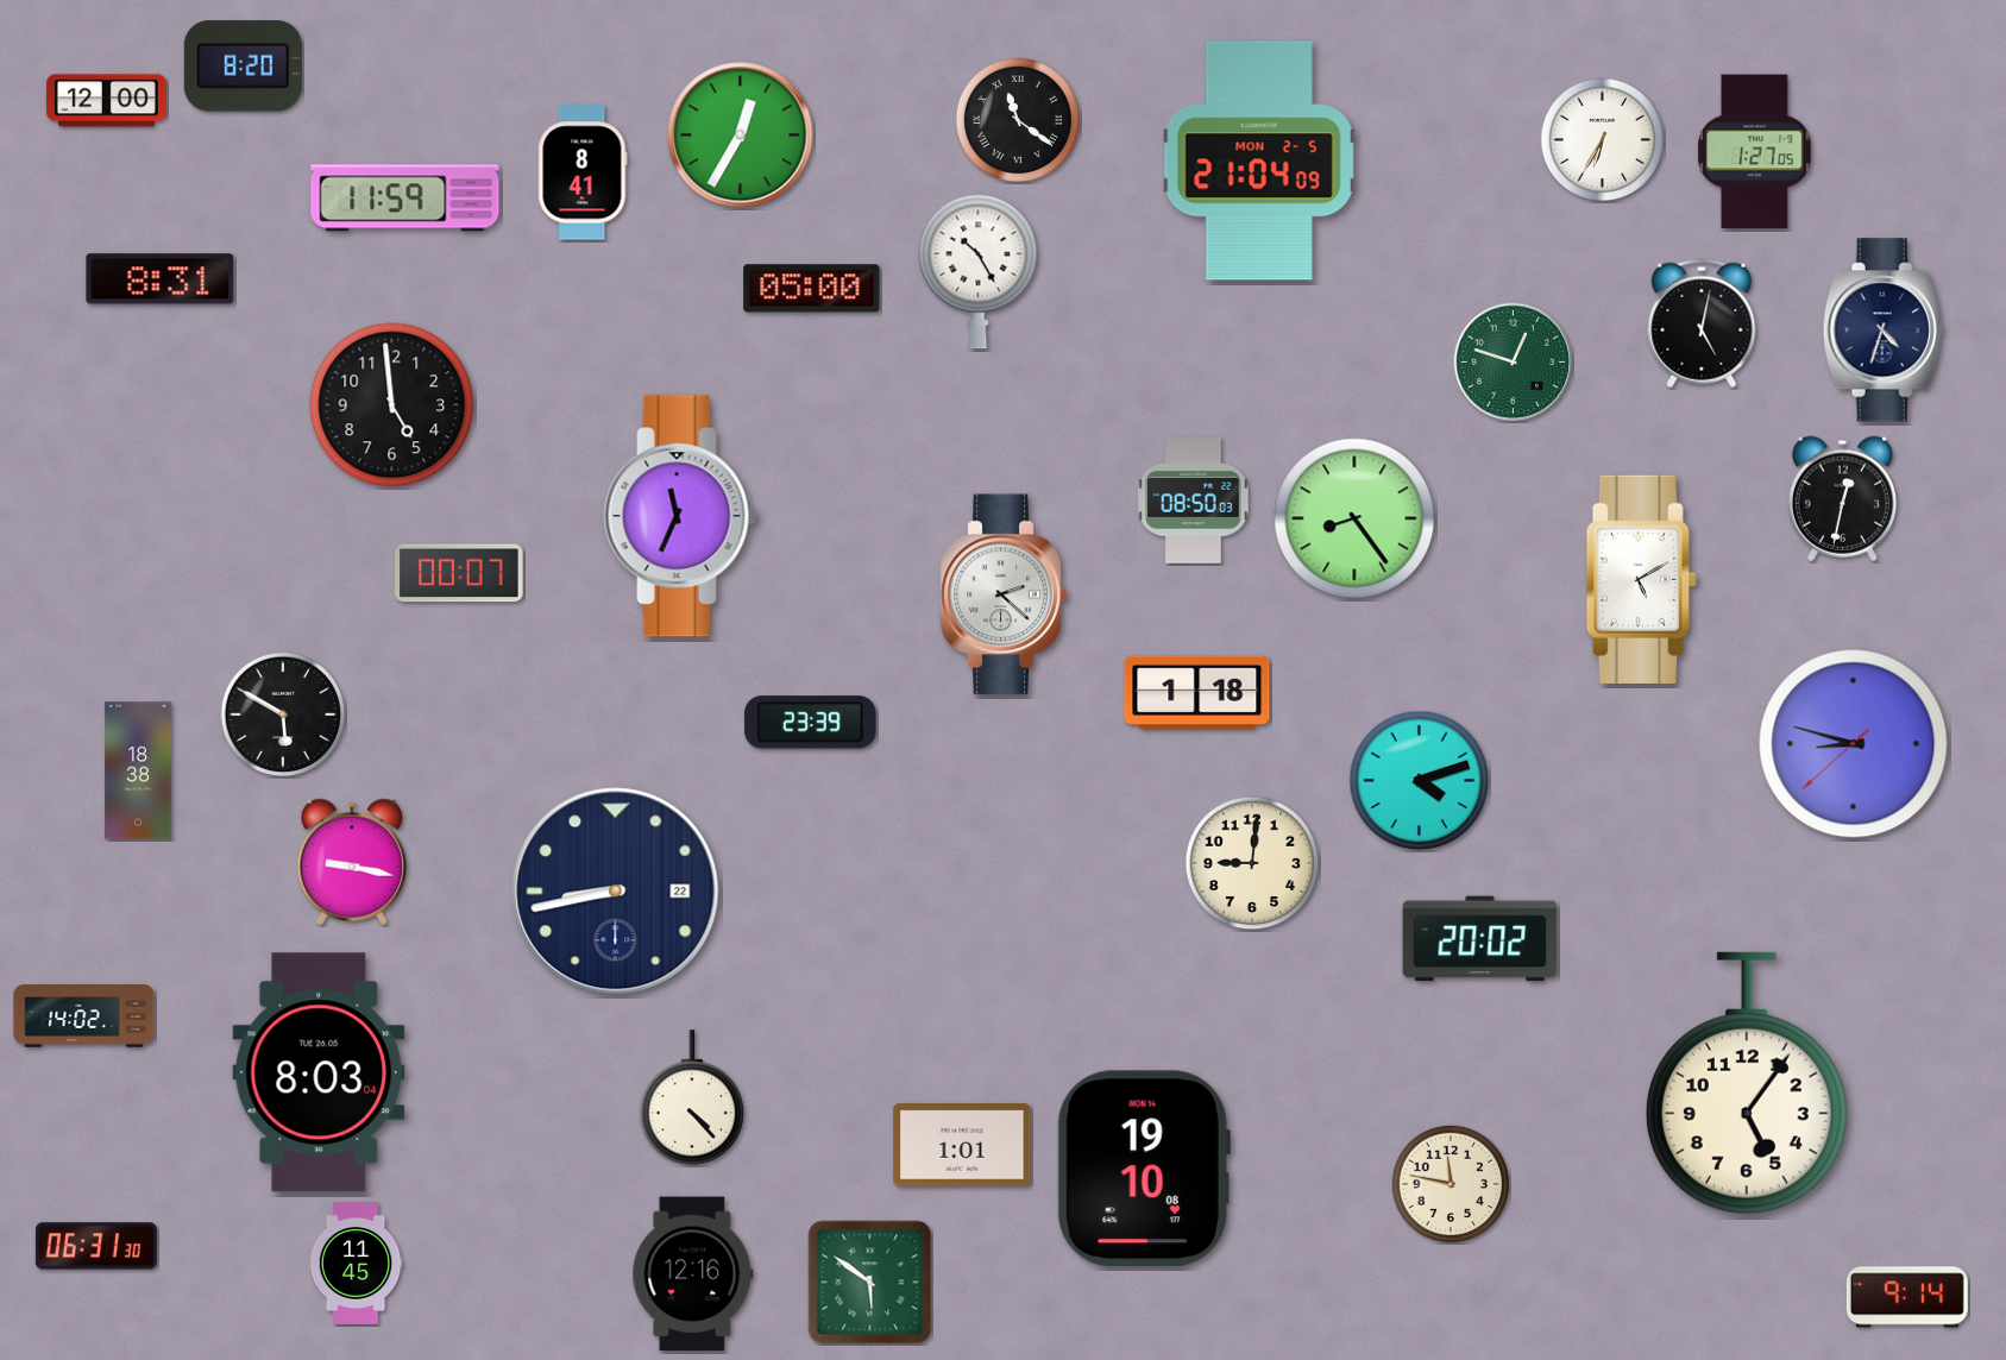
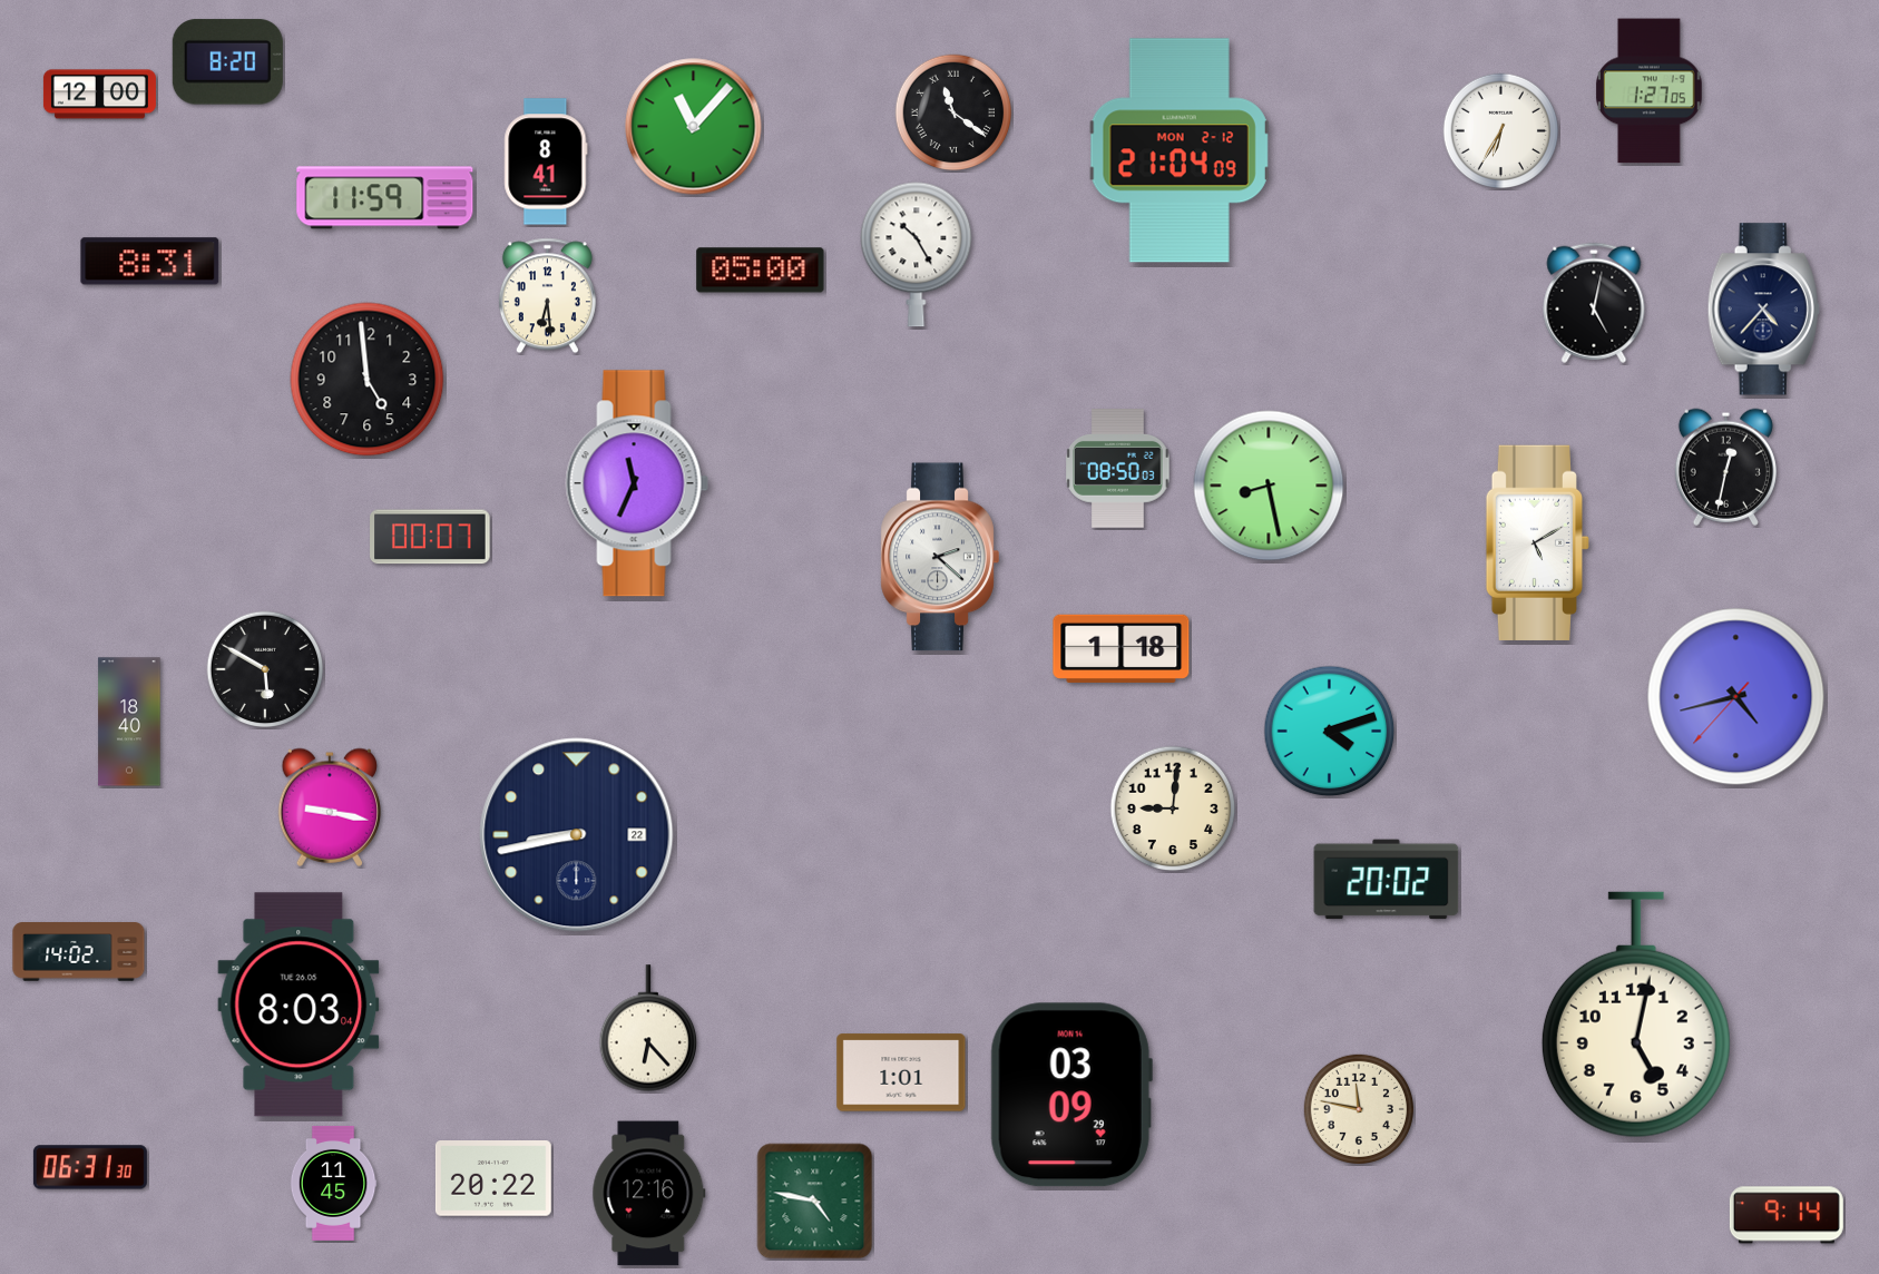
clock at (741, 136): 12:35 -> 11:07
clock at (1755, 152) position: (1755, 152) -> (1650, 91)
clock at (1259, 160) date: MON 2-5 -> MON 2-12
clock at (405, 199) position: (405, 199) -> (385, 198)
clock at (547, 296): none -> 6:29
clock at (1882, 330): 4:33 -> 4:37
clock at (1514, 363): 12:48 -> none
clock at (1354, 518): 8:24 -> 8:28
clock at (811, 723): 23:39 -> none
clock at (1854, 744): 8:47 -> 4:42
clock at (138, 770): 18:38 -> 18:40
clock at (1747, 1083): 5:06 -> 5:02
clock at (692, 1097): 4:23 -> 6:23
clock at (1144, 1169): 19:10 -> 03:09
clock at (493, 1179): none -> 20:22
clock at (870, 1283): 5:51 -> 4:47
